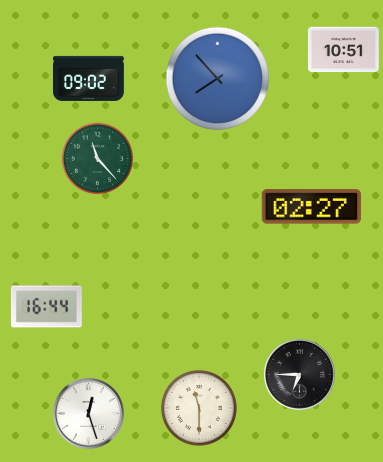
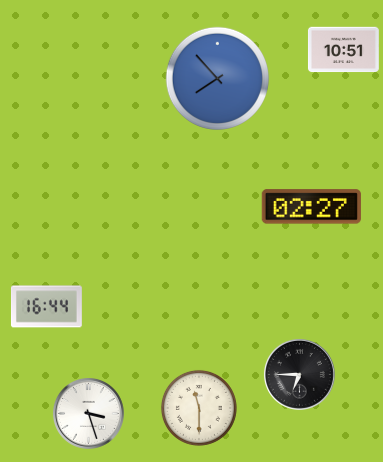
clock at (88, 78): 09:02 -> none
clock at (98, 159): 11:23 -> none
clock at (88, 413): 12:27 -> 3:27
